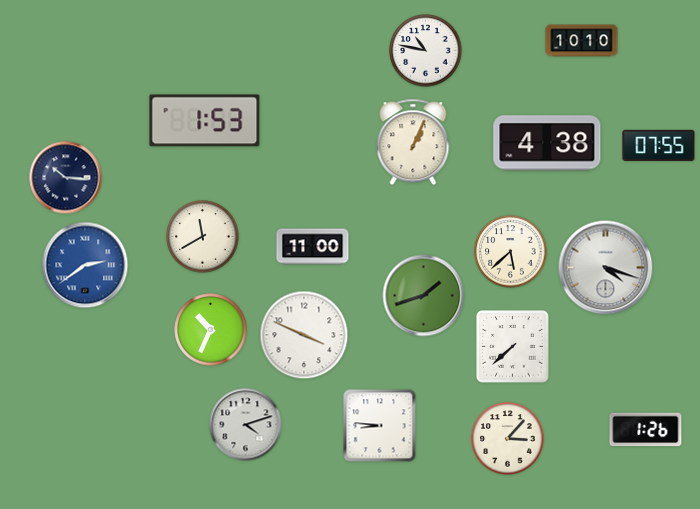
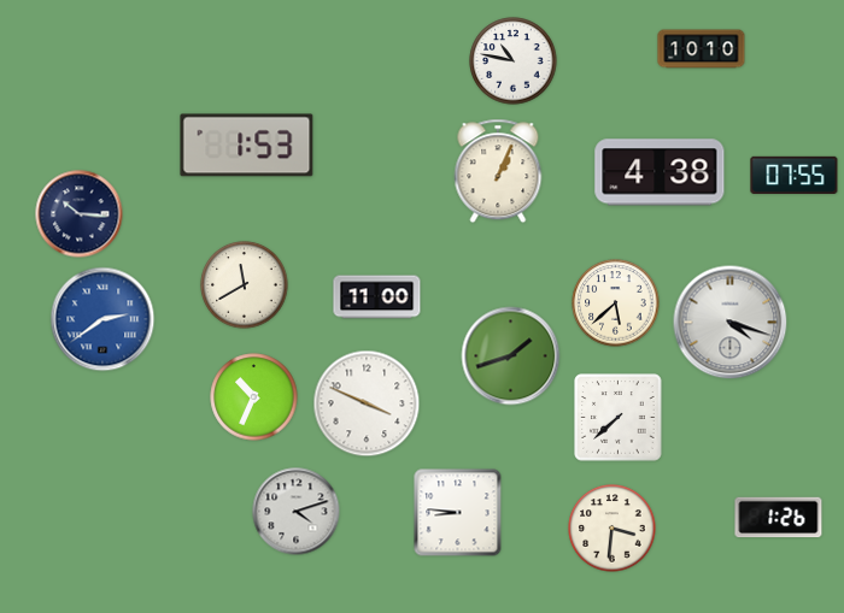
clock at (508, 439): 3:07 -> 3:31
